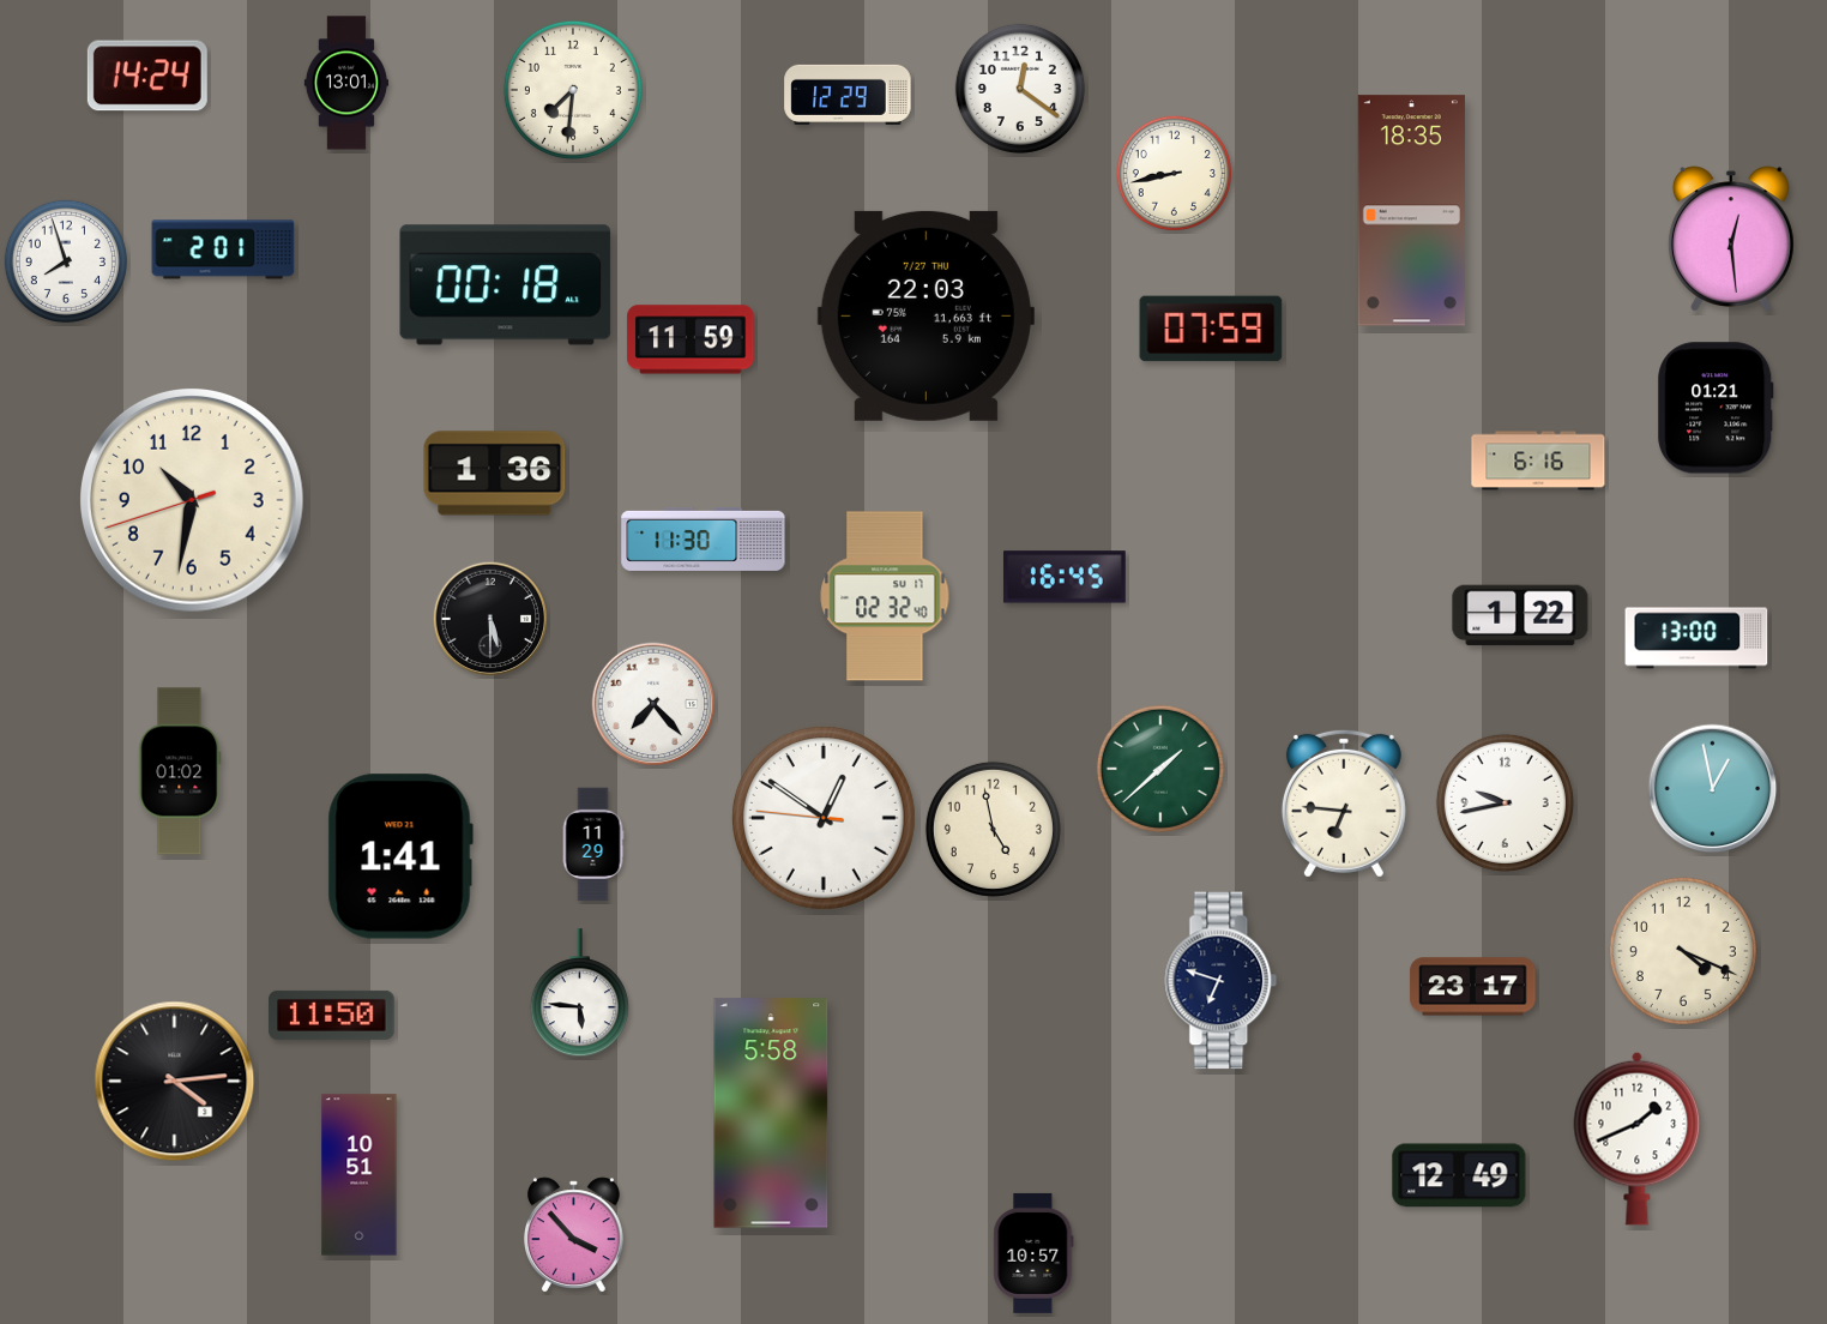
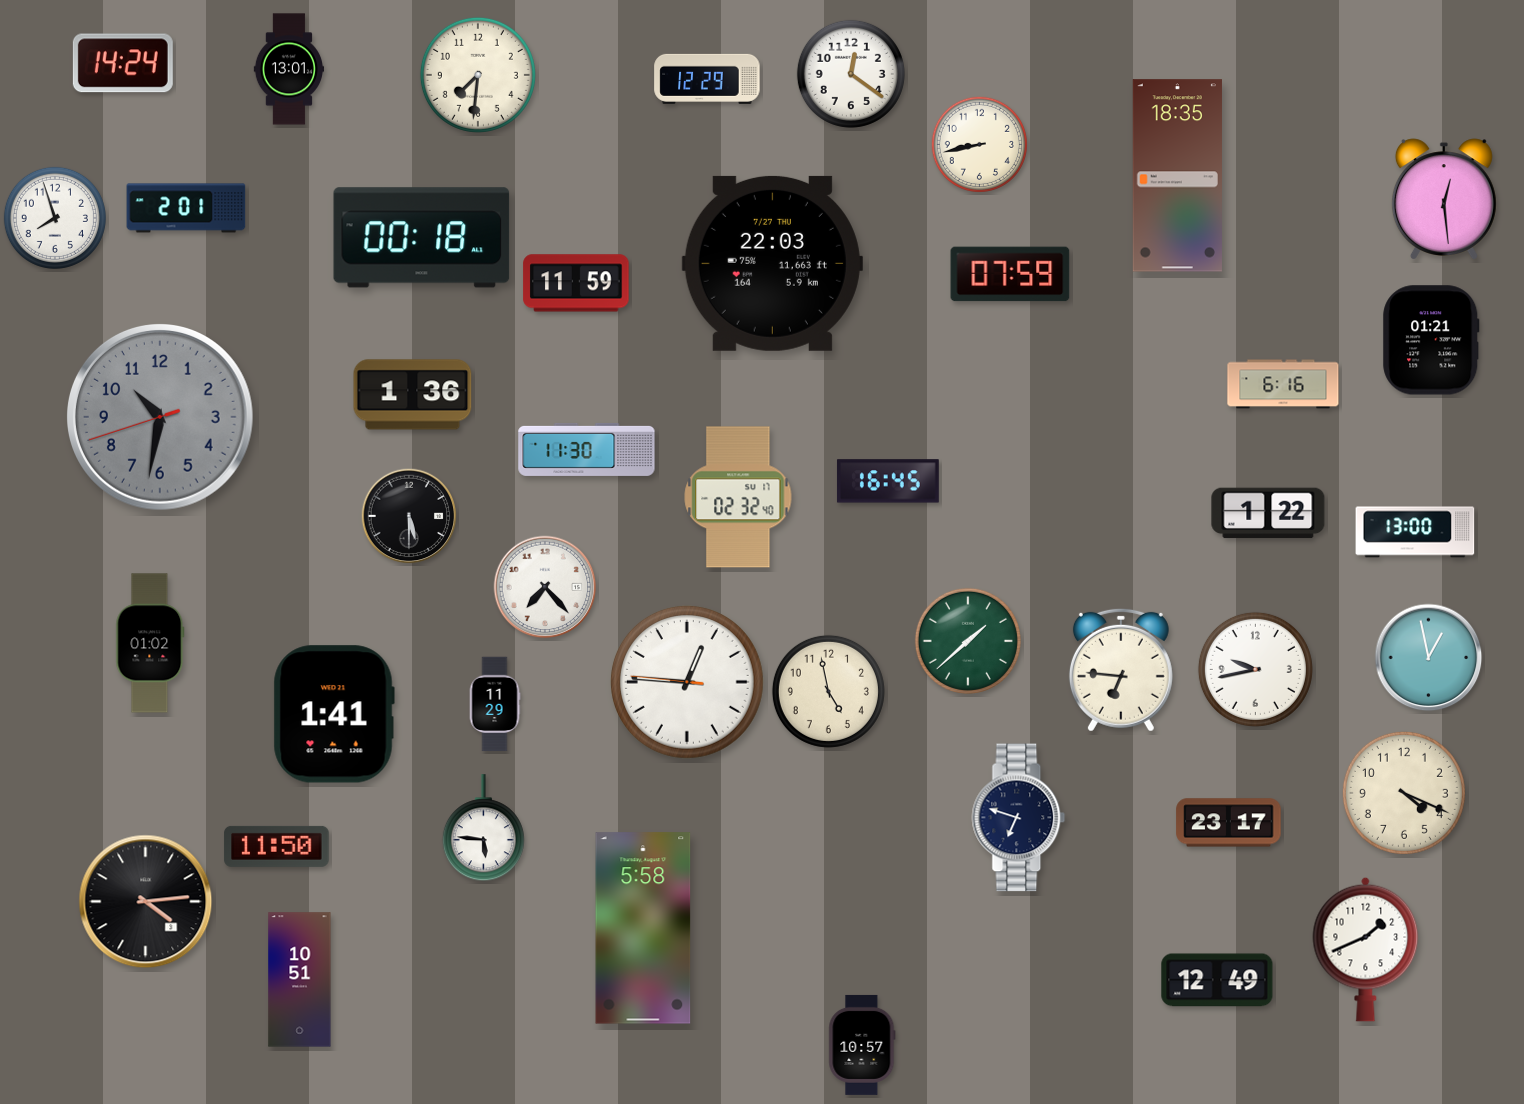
clock at (193, 501) dial: cream -> grey
clock at (824, 818): 12:50 -> 12:45
clock at (573, 1234): 3:53 -> none
